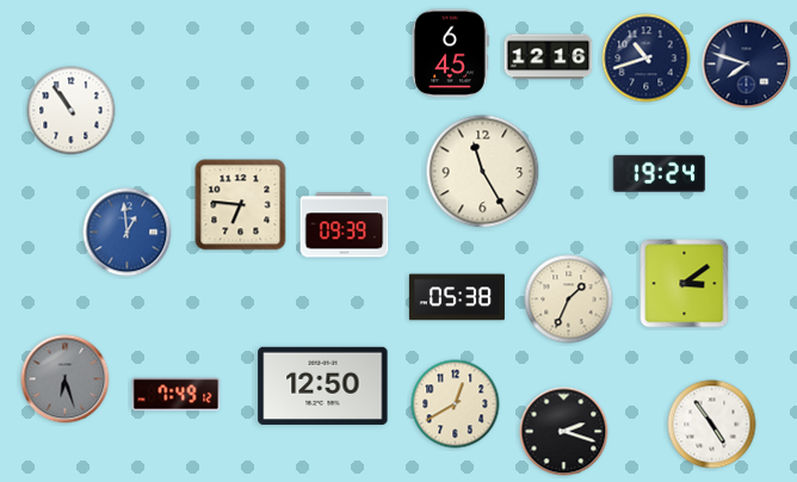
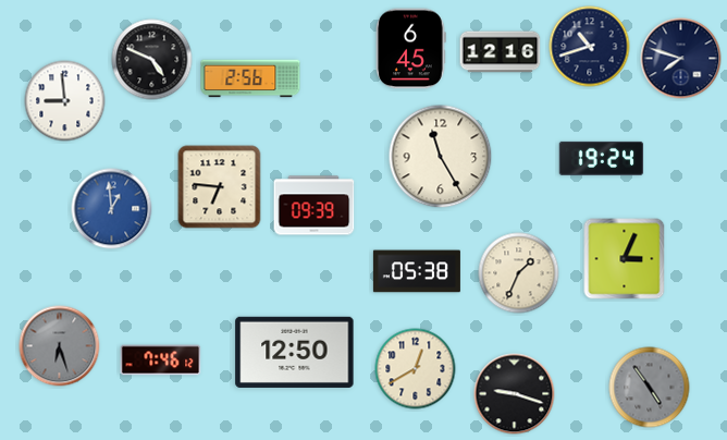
clock at (647, 58) position: (647, 58) -> (590, 47)
clock at (152, 60): none -> 4:49
clock at (250, 78): none -> 2:56
clock at (72, 111): 10:54 -> 8:59
clock at (128, 233) position: (128, 233) -> (112, 209)
clock at (685, 284): 3:09 -> 3:04
clock at (177, 395): 7:49 -> 7:46
clock at (712, 425) dial: white -> grey
clock at (564, 432): 2:18 -> 9:18
